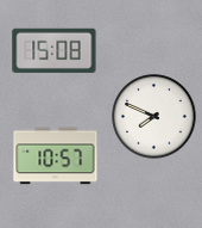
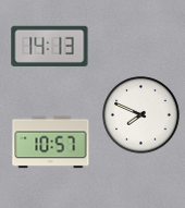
clock at (55, 50): 15:08 -> 14:13
clock at (154, 117) position: (154, 117) -> (141, 115)
